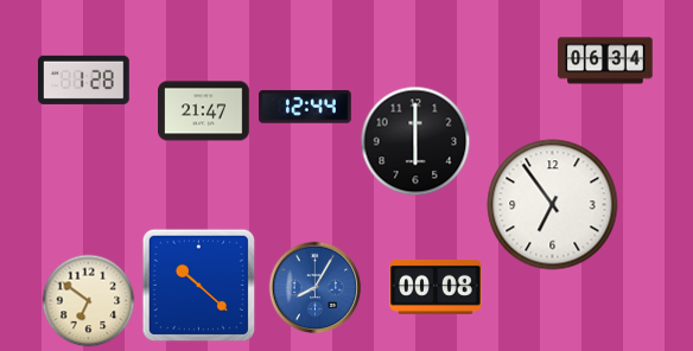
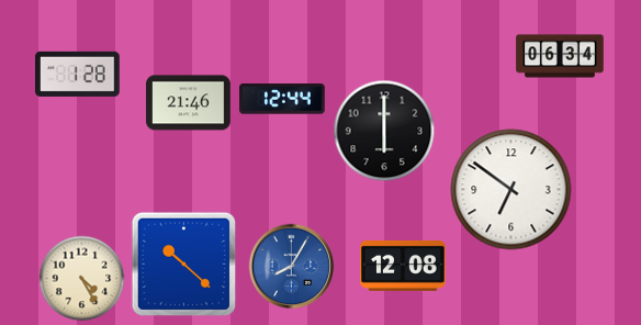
clock at (204, 111): 21:47 -> 21:46
clock at (553, 205): 6:54 -> 6:51
clock at (435, 287): 00:08 -> 12:08
clock at (88, 300): 6:51 -> 4:25
